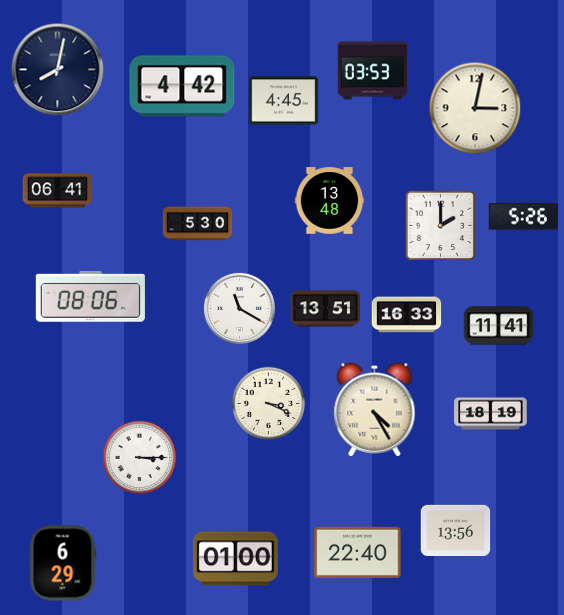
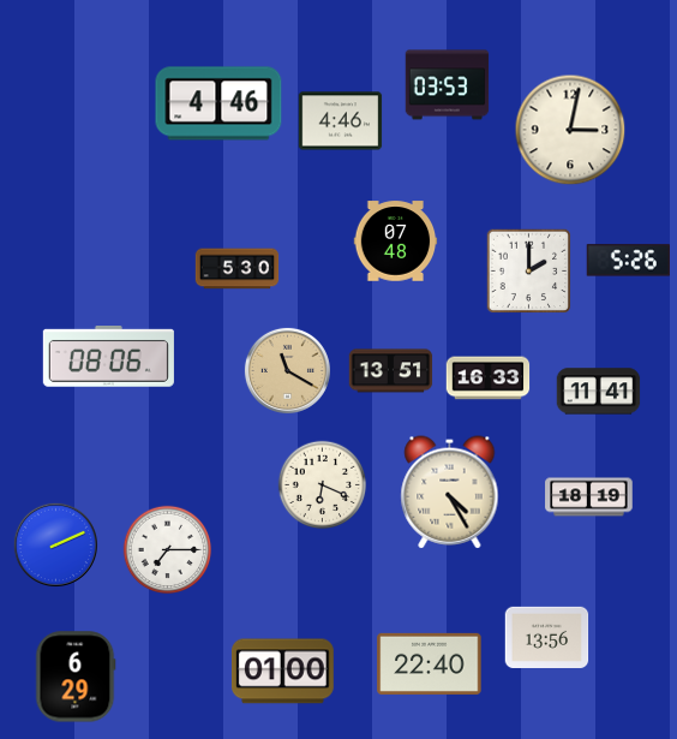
clock at (58, 70): 8:02 -> none
clock at (182, 86): 4:42 -> 4:46
clock at (284, 101): 4:45 -> 4:46
clock at (58, 191): 06:41 -> none
clock at (330, 201): 13:48 -> 07:48
clock at (239, 308) dial: white -> champagne
clock at (269, 404): 3:19 -> 6:19
clock at (55, 544): none -> 2:11
clock at (140, 458): 3:15 -> 7:15
